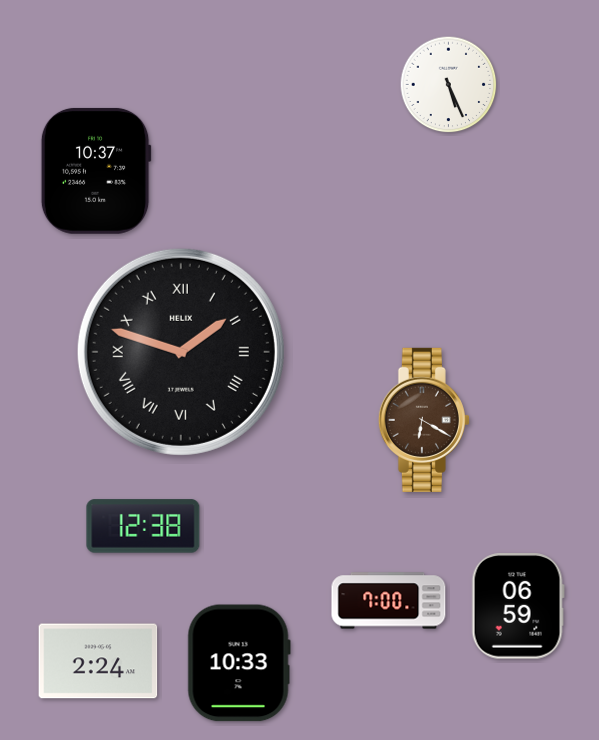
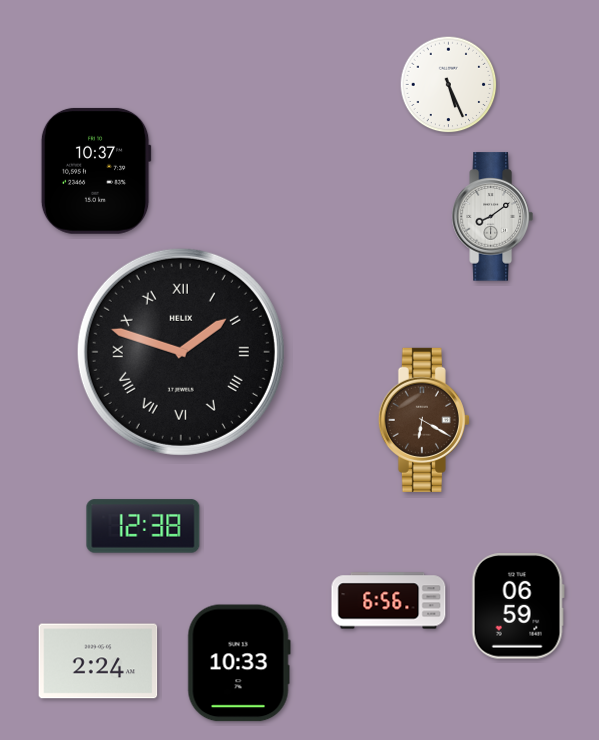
clock at (492, 217): none -> 8:09
clock at (389, 601): 7:00 -> 6:56
